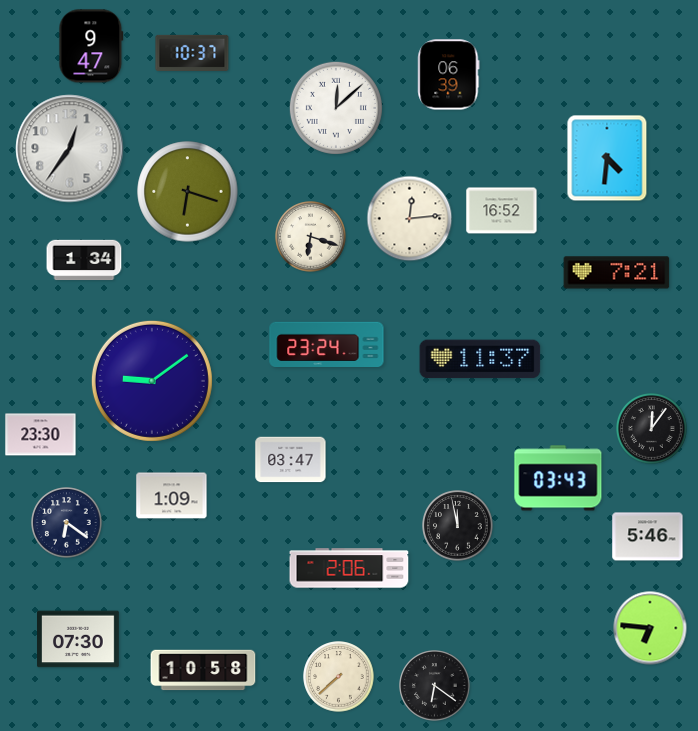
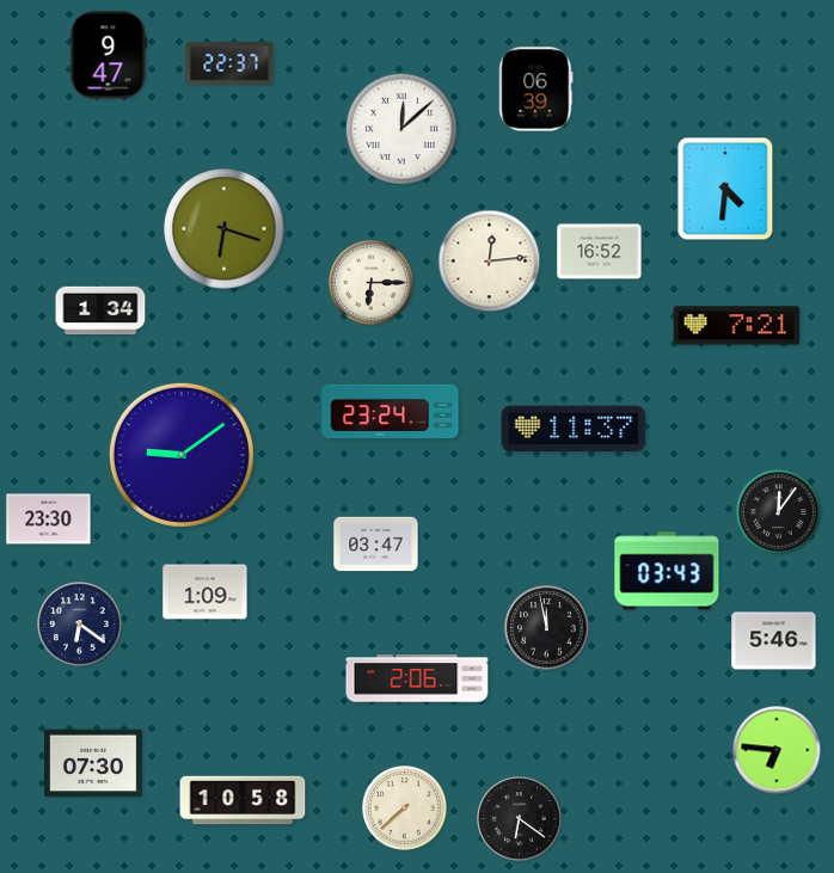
clock at (192, 53): 10:37 -> 22:37
clock at (70, 149): 12:36 -> none
clock at (311, 237): 6:18 -> 6:15
clock at (291, 460) position: (291, 460) -> (376, 545)
